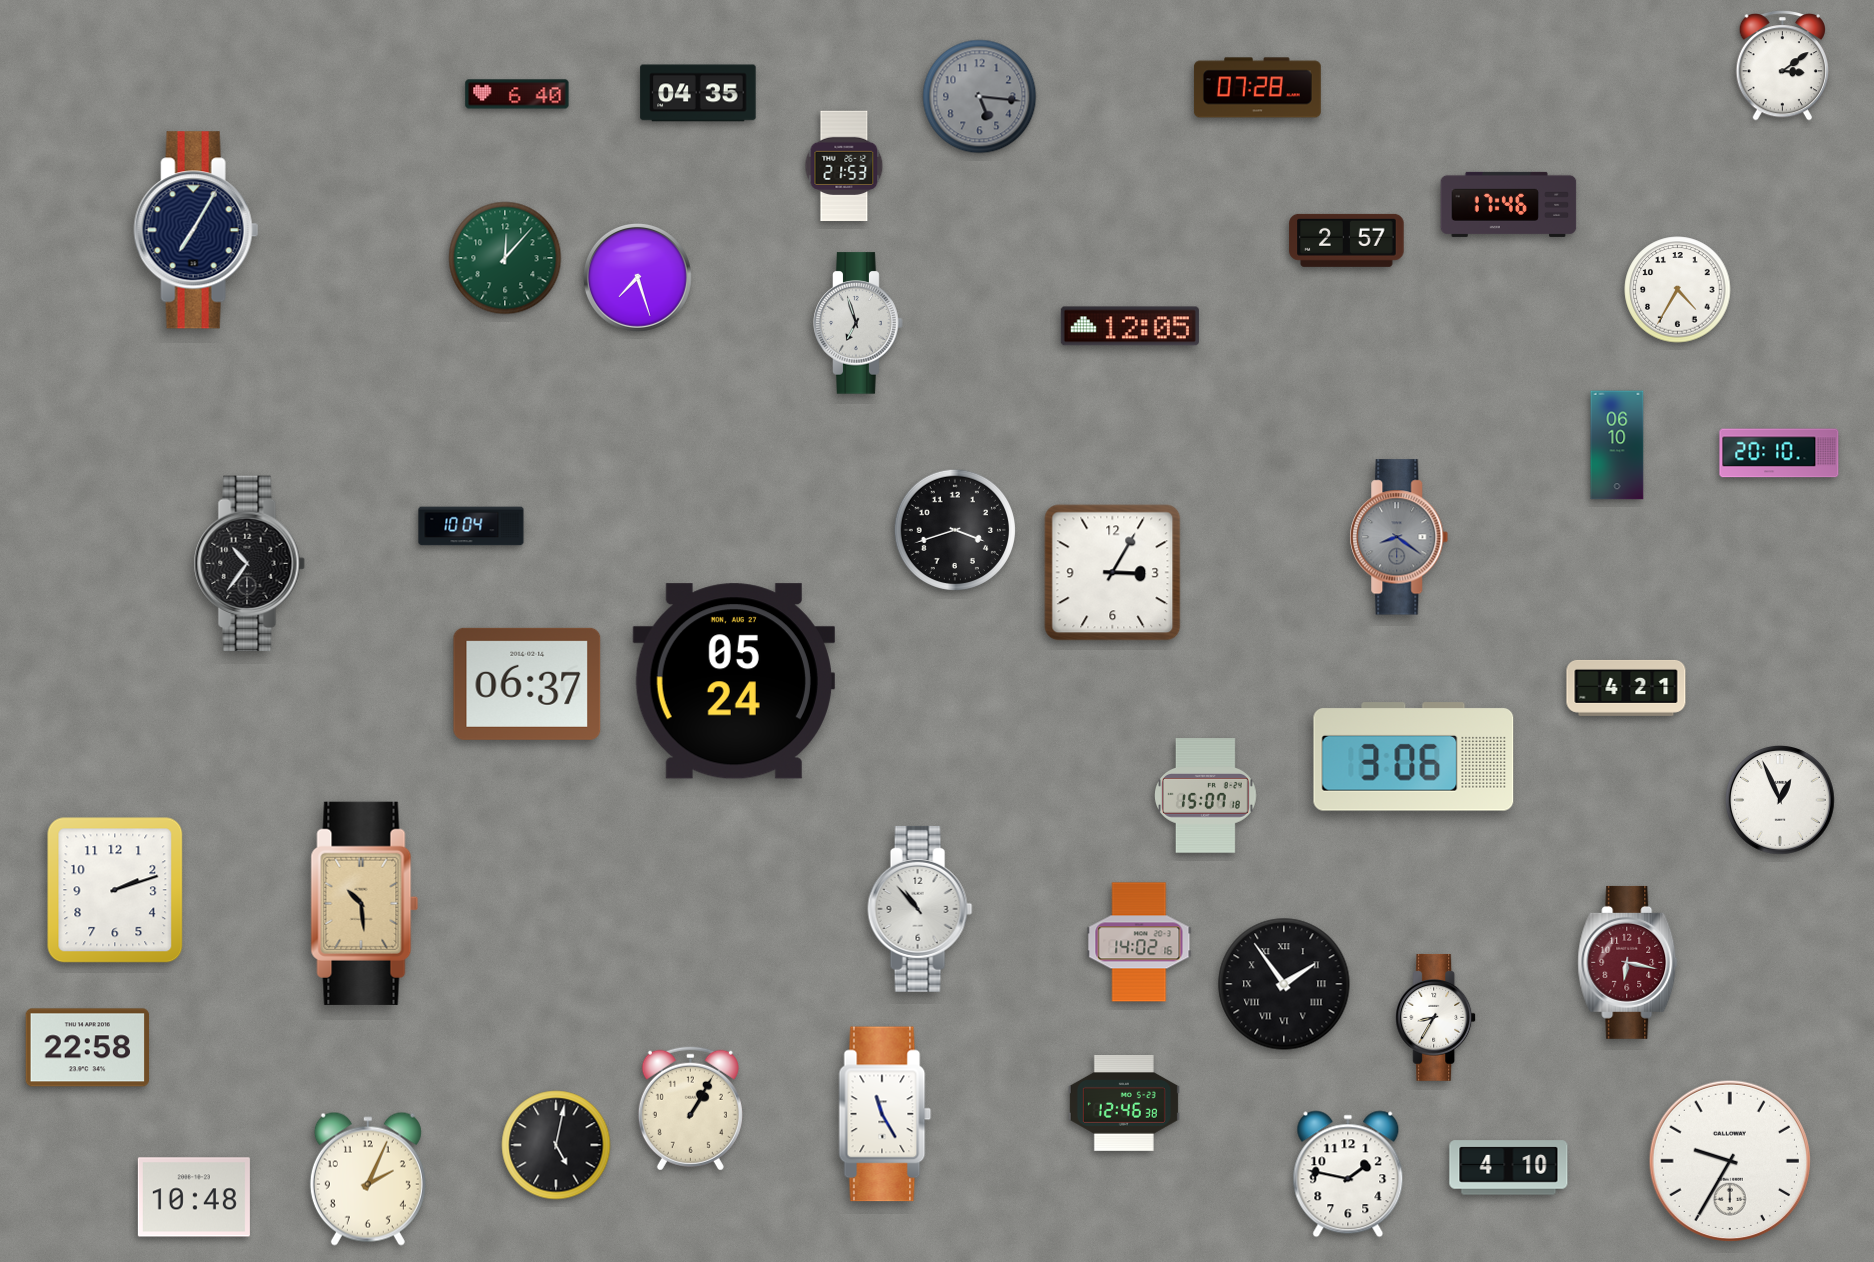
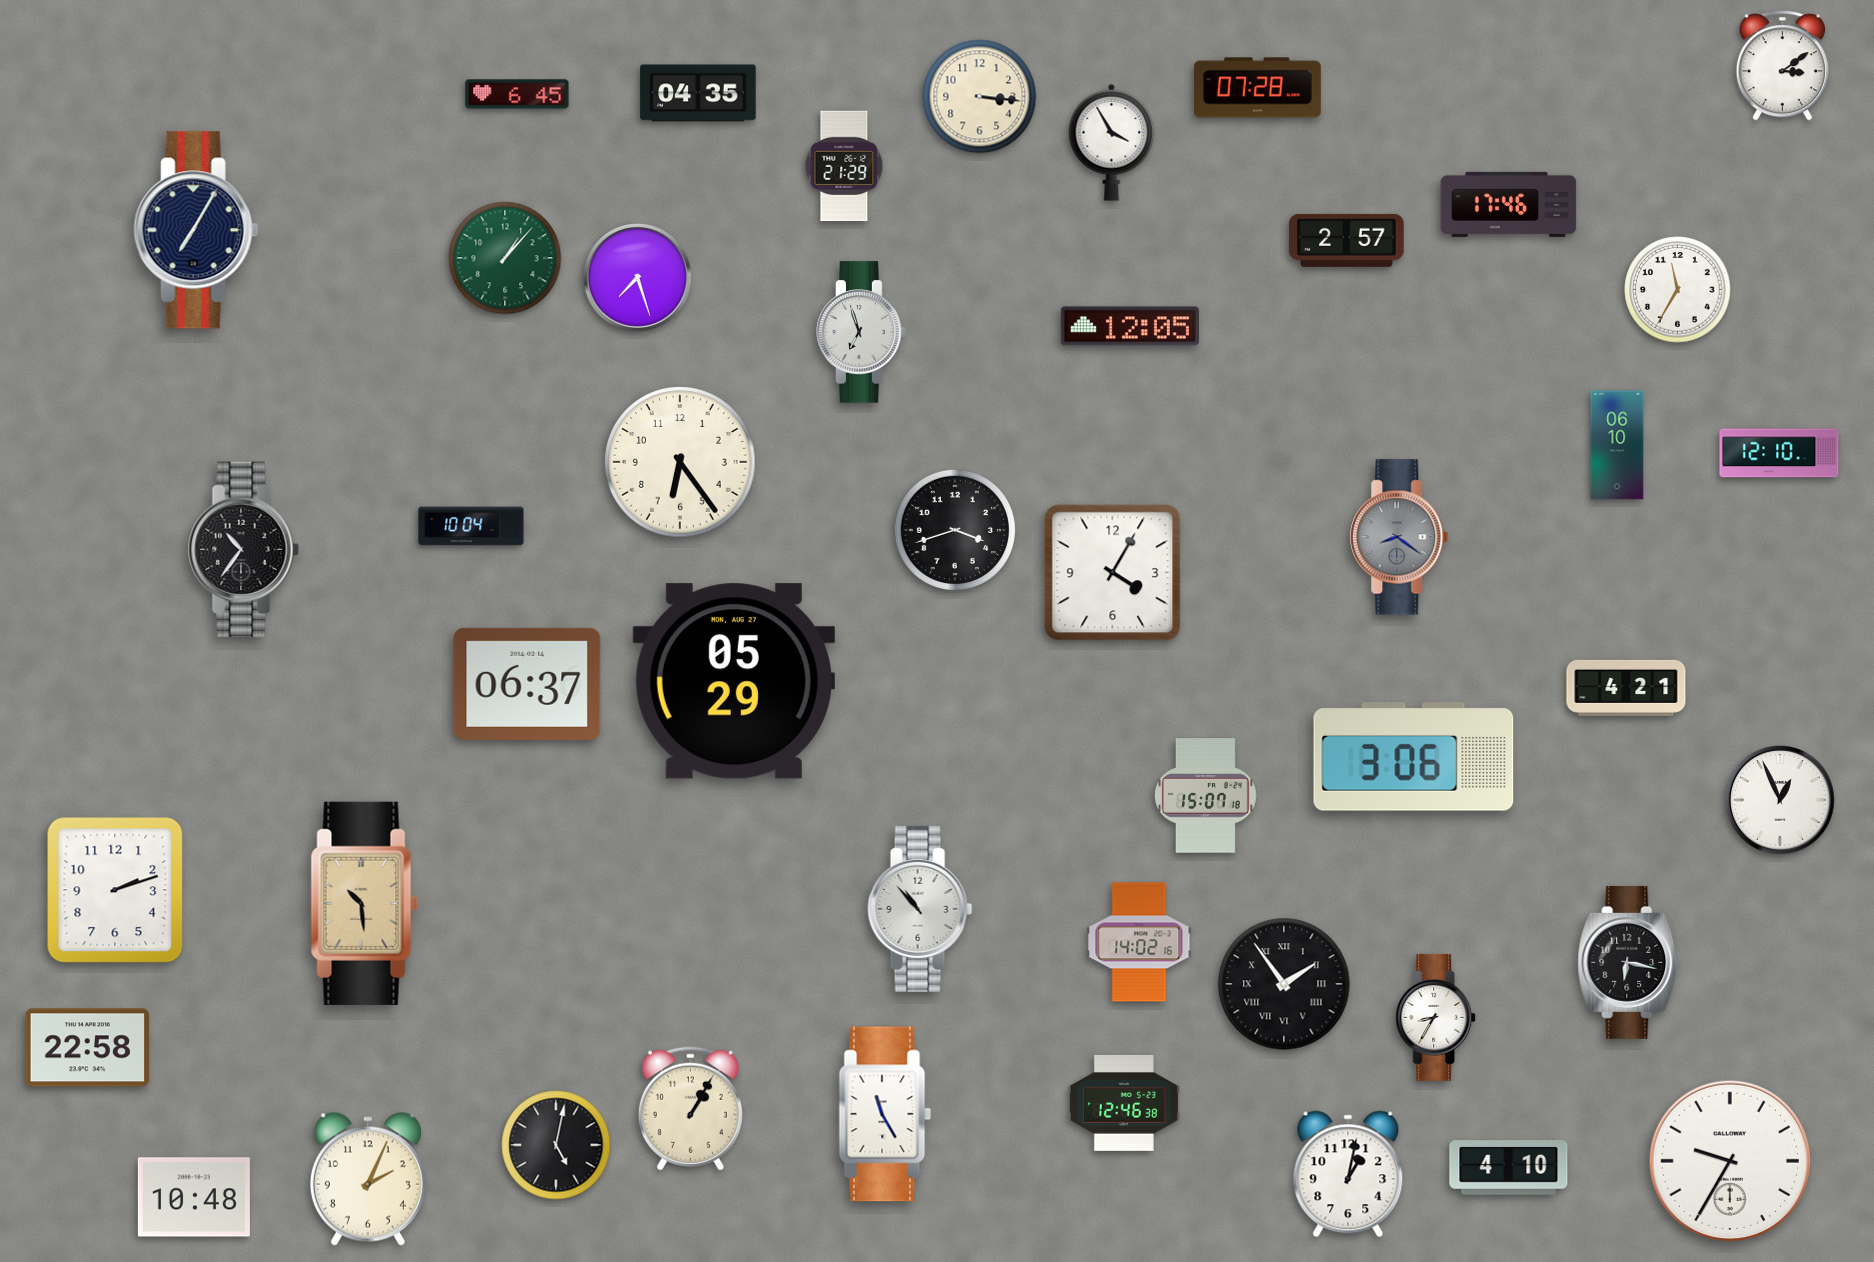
clock at (517, 94): 6:40 -> 6:45
clock at (980, 97): 5:16 -> 3:16
clock at (980, 97) dial: grey -> cream
clock at (1112, 142): none -> 3:55
clock at (844, 166): 21:53 -> 21:29
clock at (505, 258): 12:07 -> 1:07
clock at (1678, 290): 4:35 -> 11:35
clock at (858, 323) position: (858, 323) -> (861, 332)
clock at (1779, 453): 20:10 -> 12:10
clock at (680, 462): none -> 6:24
clock at (249, 564) position: (249, 564) -> (243, 550)
clock at (1113, 573): 3:05 -> 4:05
clock at (734, 681): 05:24 -> 05:29
clock at (1628, 962) dial: burgundy -> black
clock at (1348, 1174): 1:47 -> 1:02
